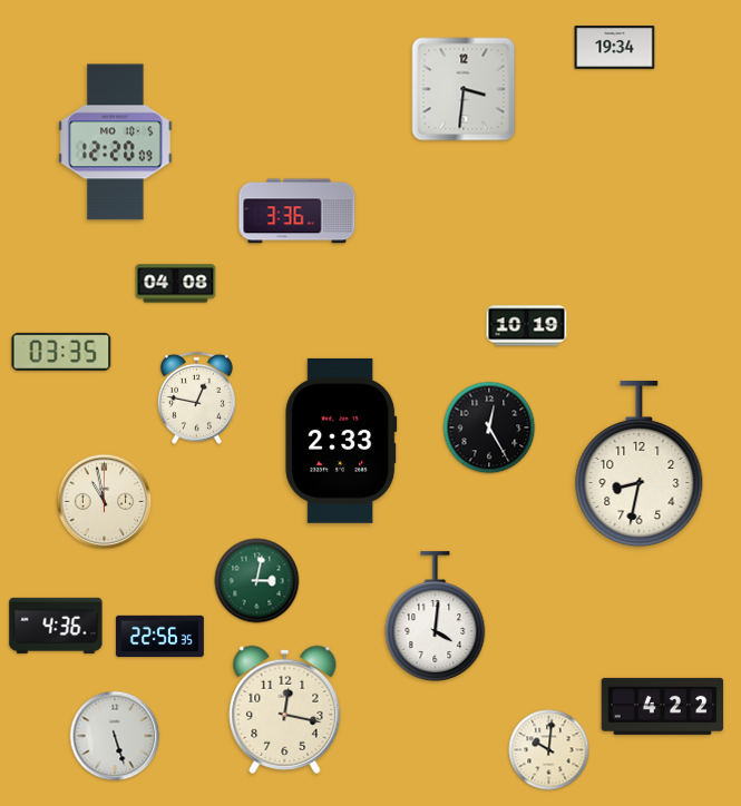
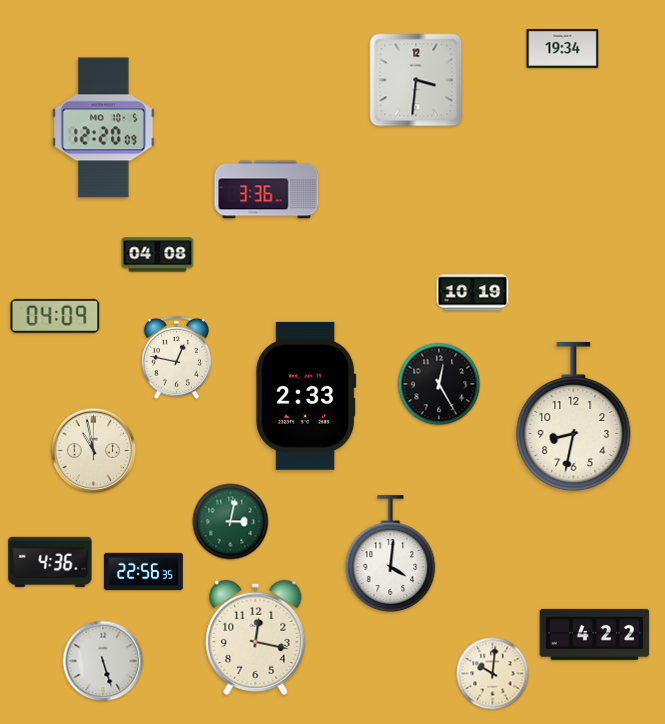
clock at (615, 47) position: (615, 47) -> (563, 48)
clock at (61, 352): 03:35 -> 04:09
